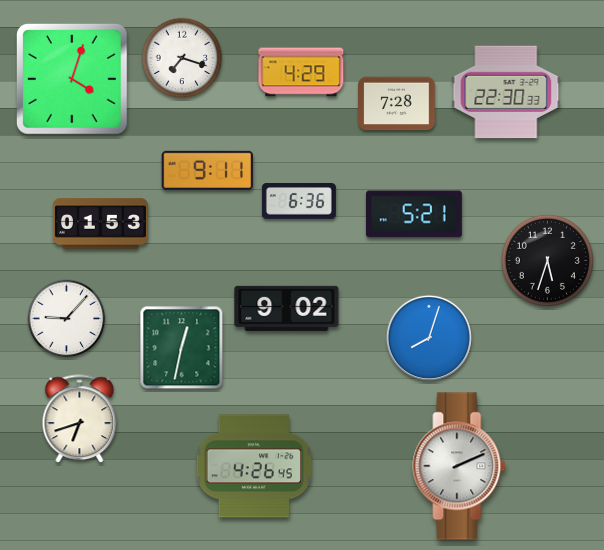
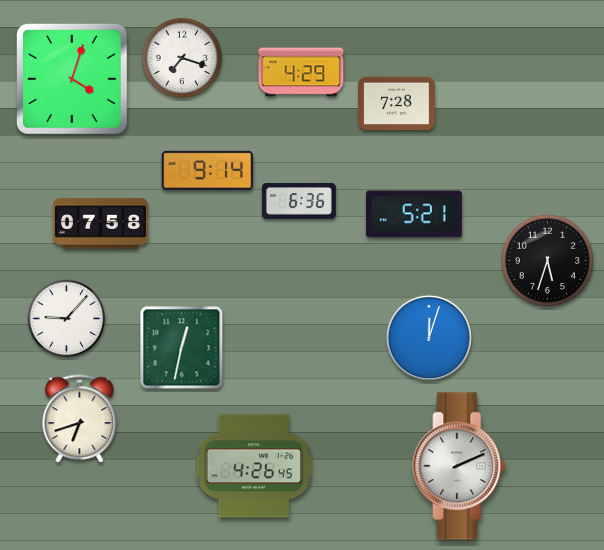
clock at (506, 92): 22:30 -> none
clock at (207, 170): 9:11 -> 9:14
clock at (100, 224): 01:53 -> 07:58
clock at (287, 308): 9:02 -> none
clock at (429, 338): 8:03 -> 12:03
